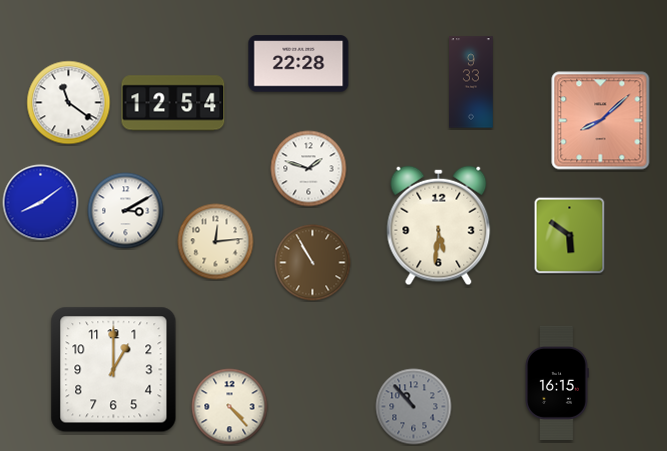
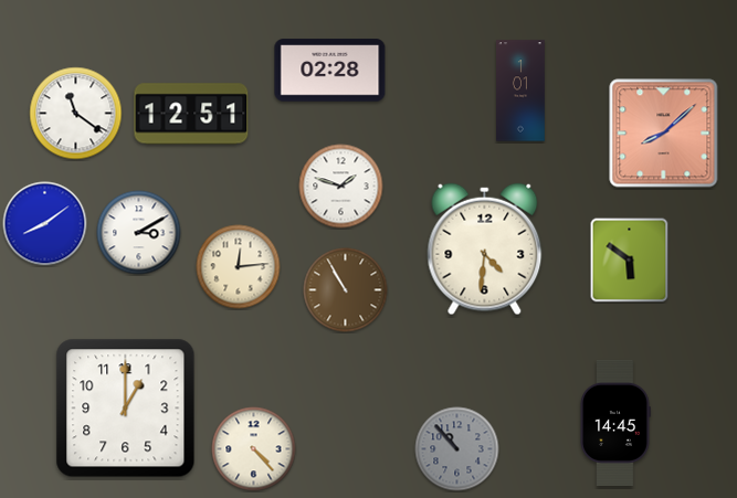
clock at (299, 64): 22:28 -> 02:28
clock at (472, 82): 9:33 -> 1:01
clock at (173, 103): 12:54 -> 12:51
clock at (439, 226): 5:31 -> 4:31
clock at (557, 383): 16:15 -> 14:45
